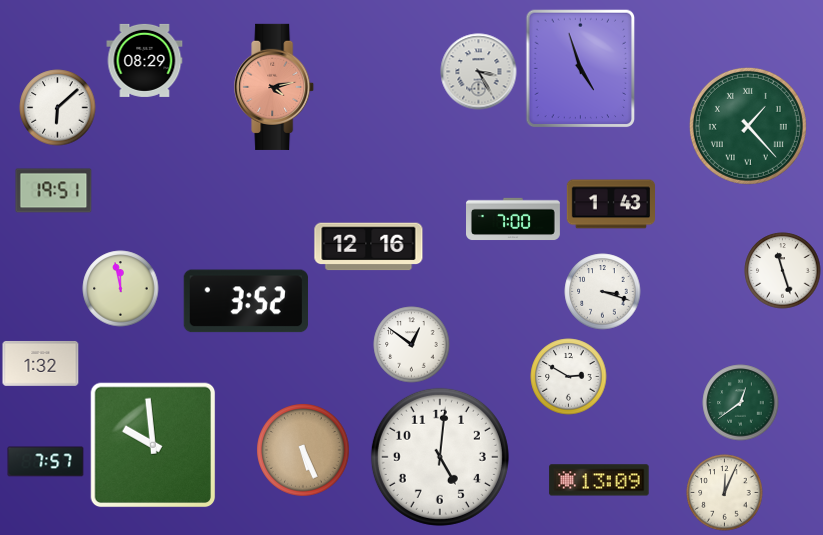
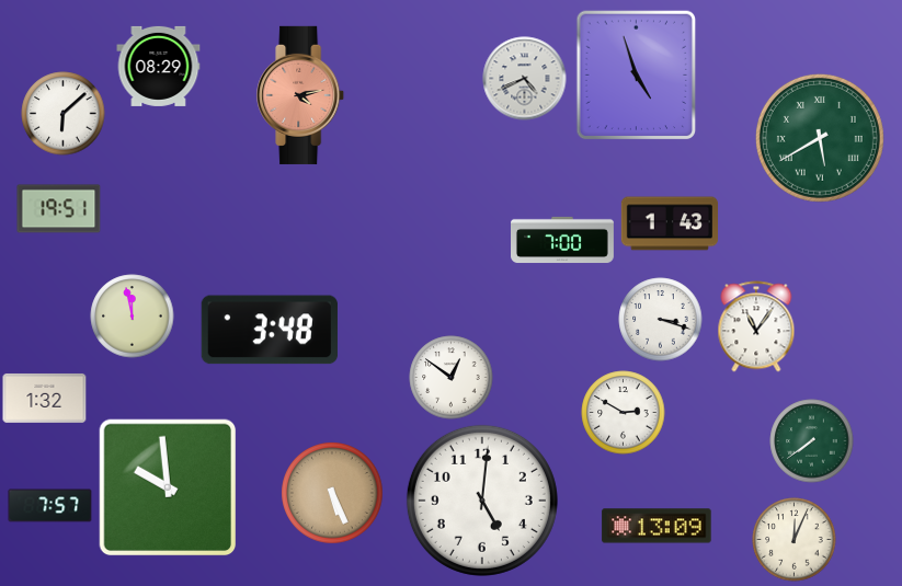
clock at (479, 72): 3:25 -> 4:41
clock at (58, 108) position: (58, 108) -> (64, 114)
clock at (748, 126): 1:23 -> 5:40
clock at (369, 247): 12:16 -> none
clock at (783, 271): 11:27 -> none
clock at (756, 326): none -> 11:06
clock at (246, 301): 3:52 -> 3:48
clock at (741, 403): 12:39 -> 7:39
